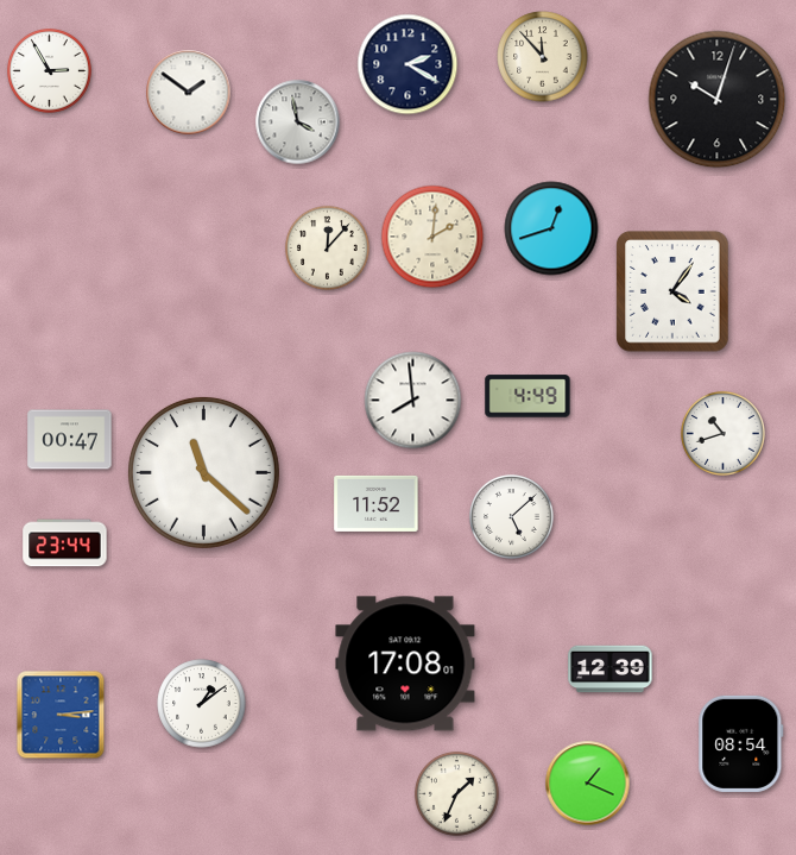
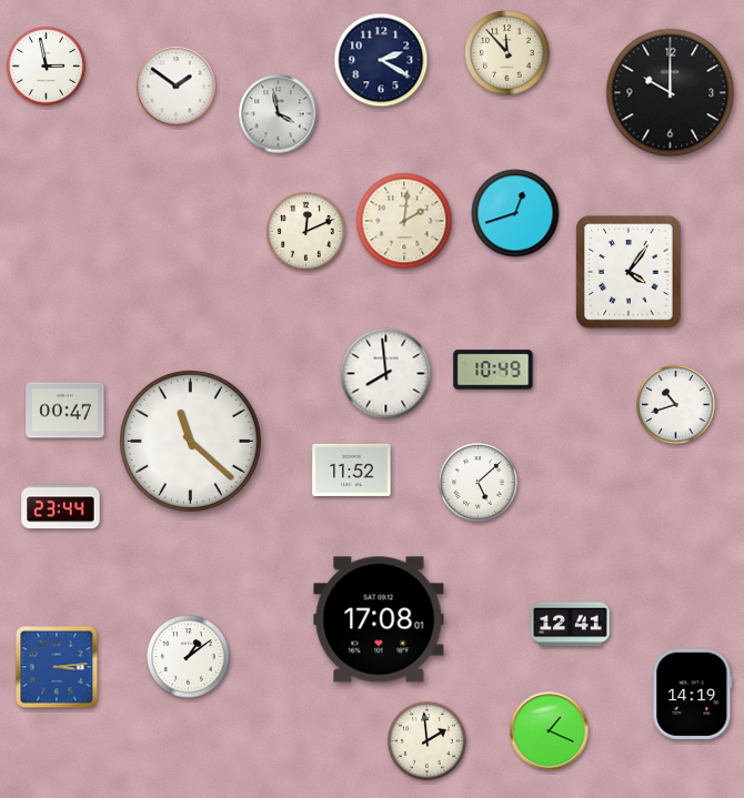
clock at (49, 70): 2:55 -> 2:58
clock at (718, 100): 10:03 -> 10:00
clock at (327, 247): 12:07 -> 12:11
clock at (527, 396): 4:49 -> 10:49
clock at (611, 669): 12:39 -> 12:41
clock at (741, 743): 08:54 -> 14:19
clock at (456, 793): 1:34 -> 1:59
